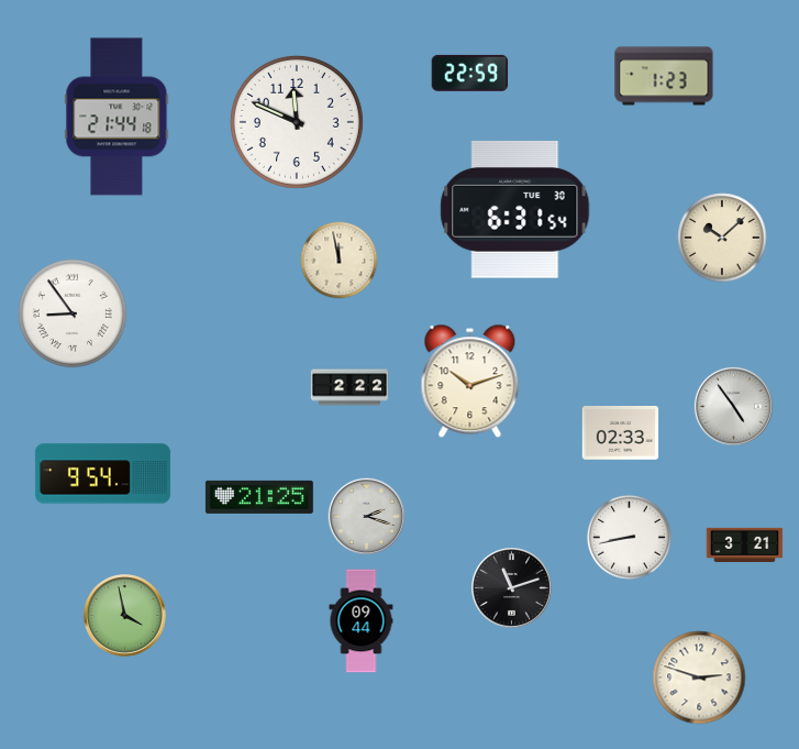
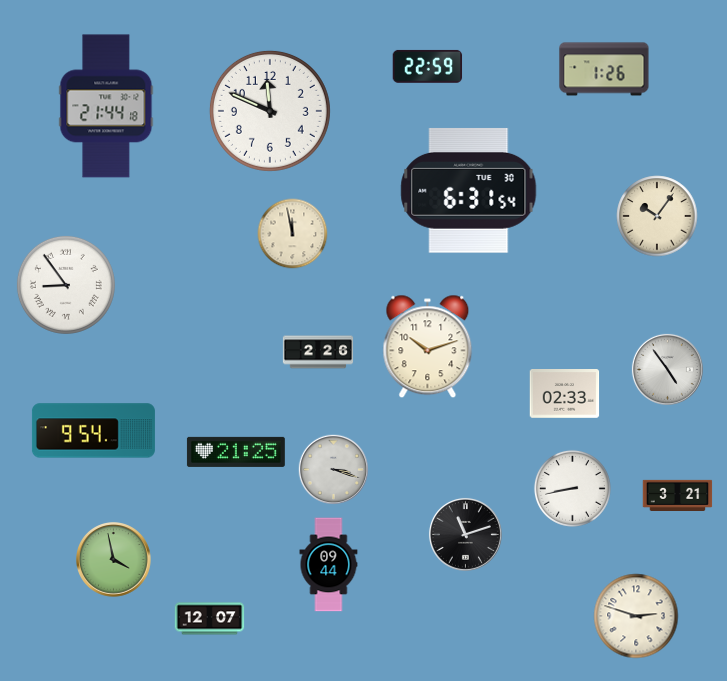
clock at (664, 76): 1:23 -> 1:26
clock at (722, 238): 10:08 -> 10:06
clock at (340, 261) position: (340, 261) -> (293, 234)
clock at (349, 387): 2:22 -> 2:26
clock at (366, 516): 2:18 -> 3:18
clock at (210, 619): none -> 12:07
